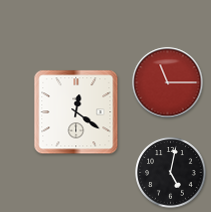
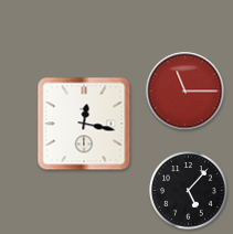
clock at (76, 112): 12:21 -> 12:17
clock at (171, 173): 5:02 -> 5:07
